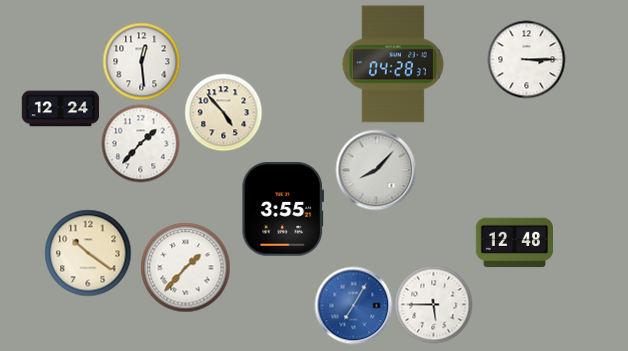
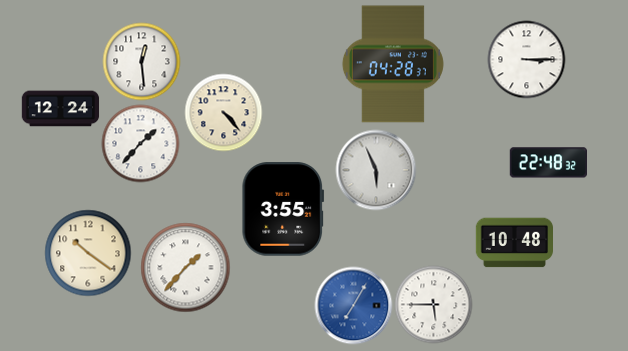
clock at (223, 112): 4:53 -> 4:23
clock at (548, 163): none -> 22:48
clock at (376, 170): 8:07 -> 5:56
clock at (514, 243): 12:48 -> 10:48
